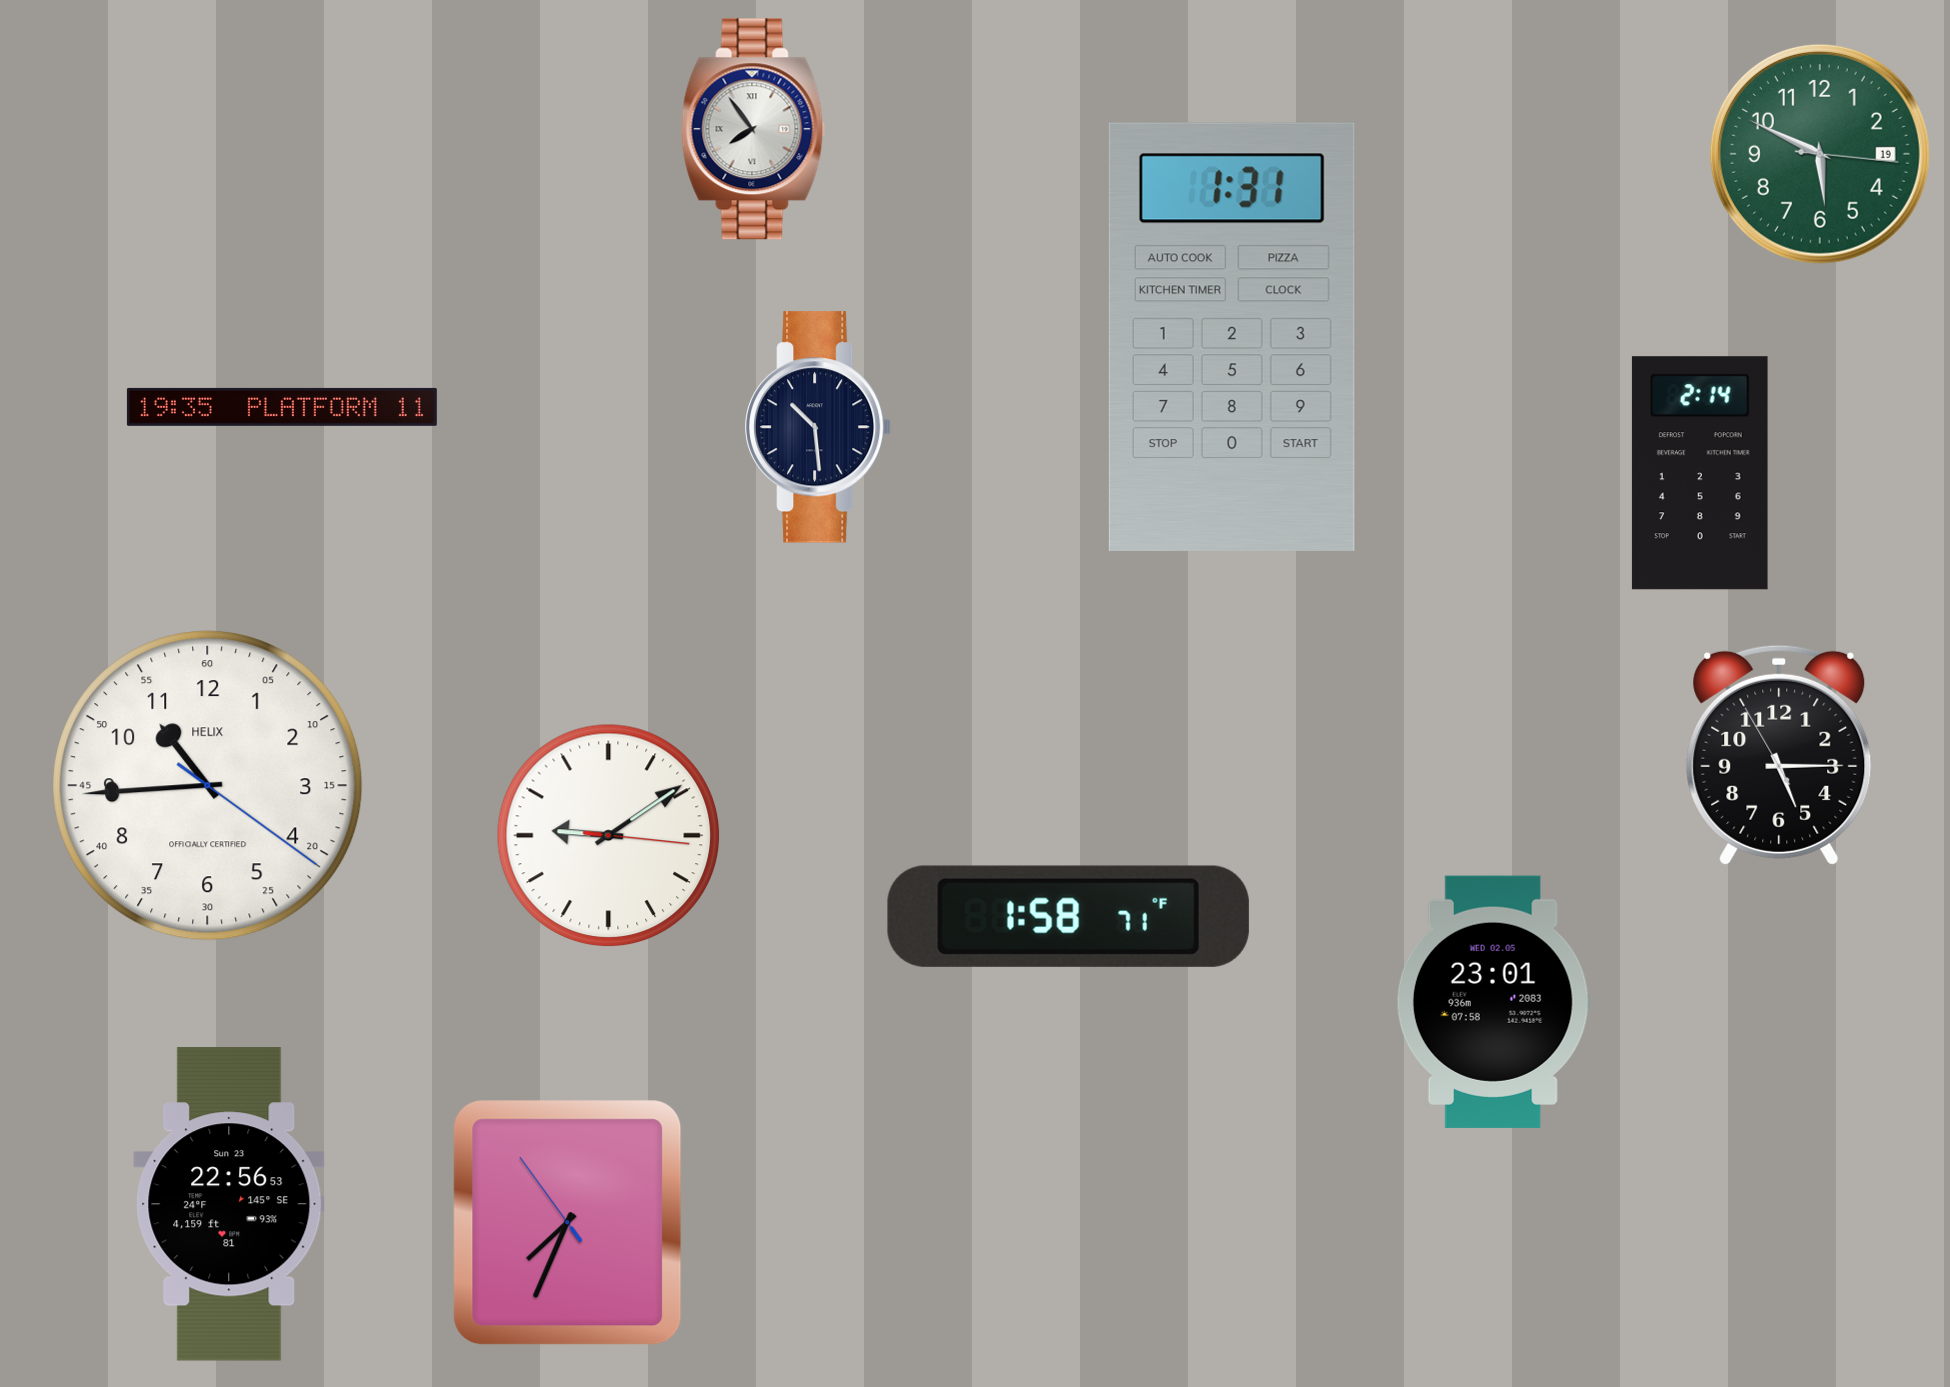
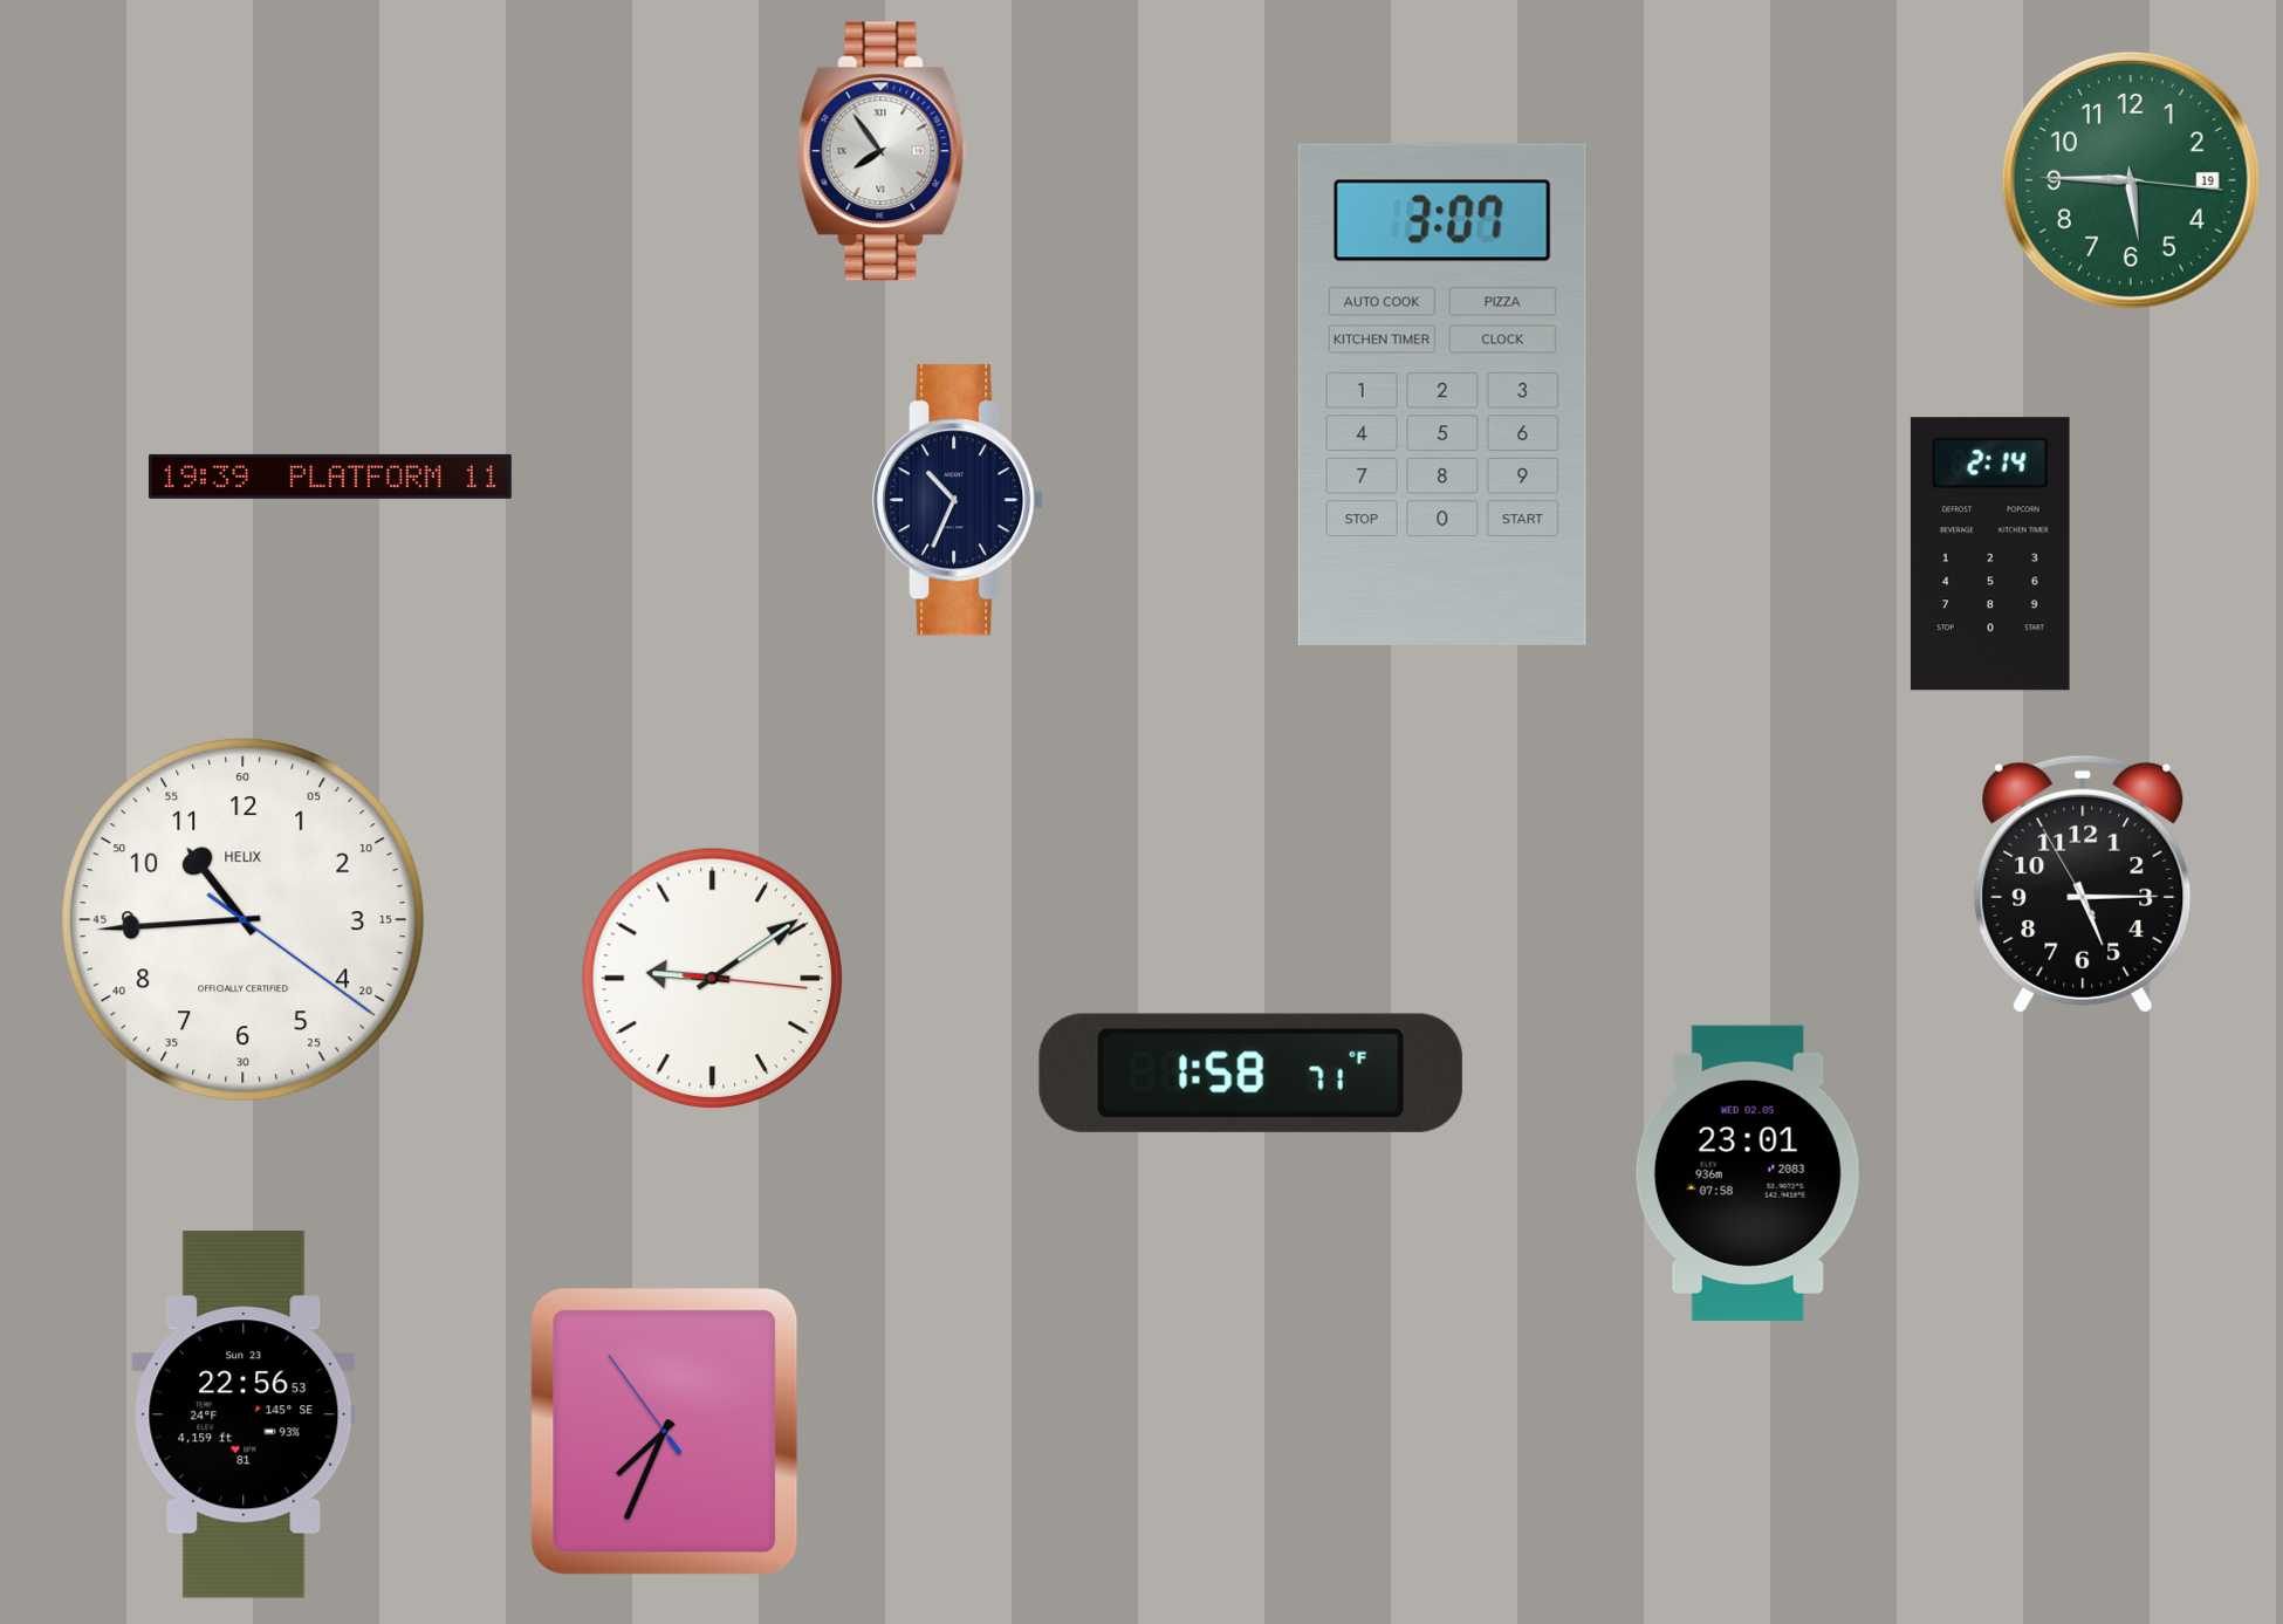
clock at (1820, 154): 5:49 -> 5:45
clock at (1232, 337): 1:31 -> 3:07
clock at (282, 407): 19:35 -> 19:39
clock at (819, 427): 10:29 -> 10:34
clock at (229, 1204) position: (229, 1204) -> (244, 1414)
